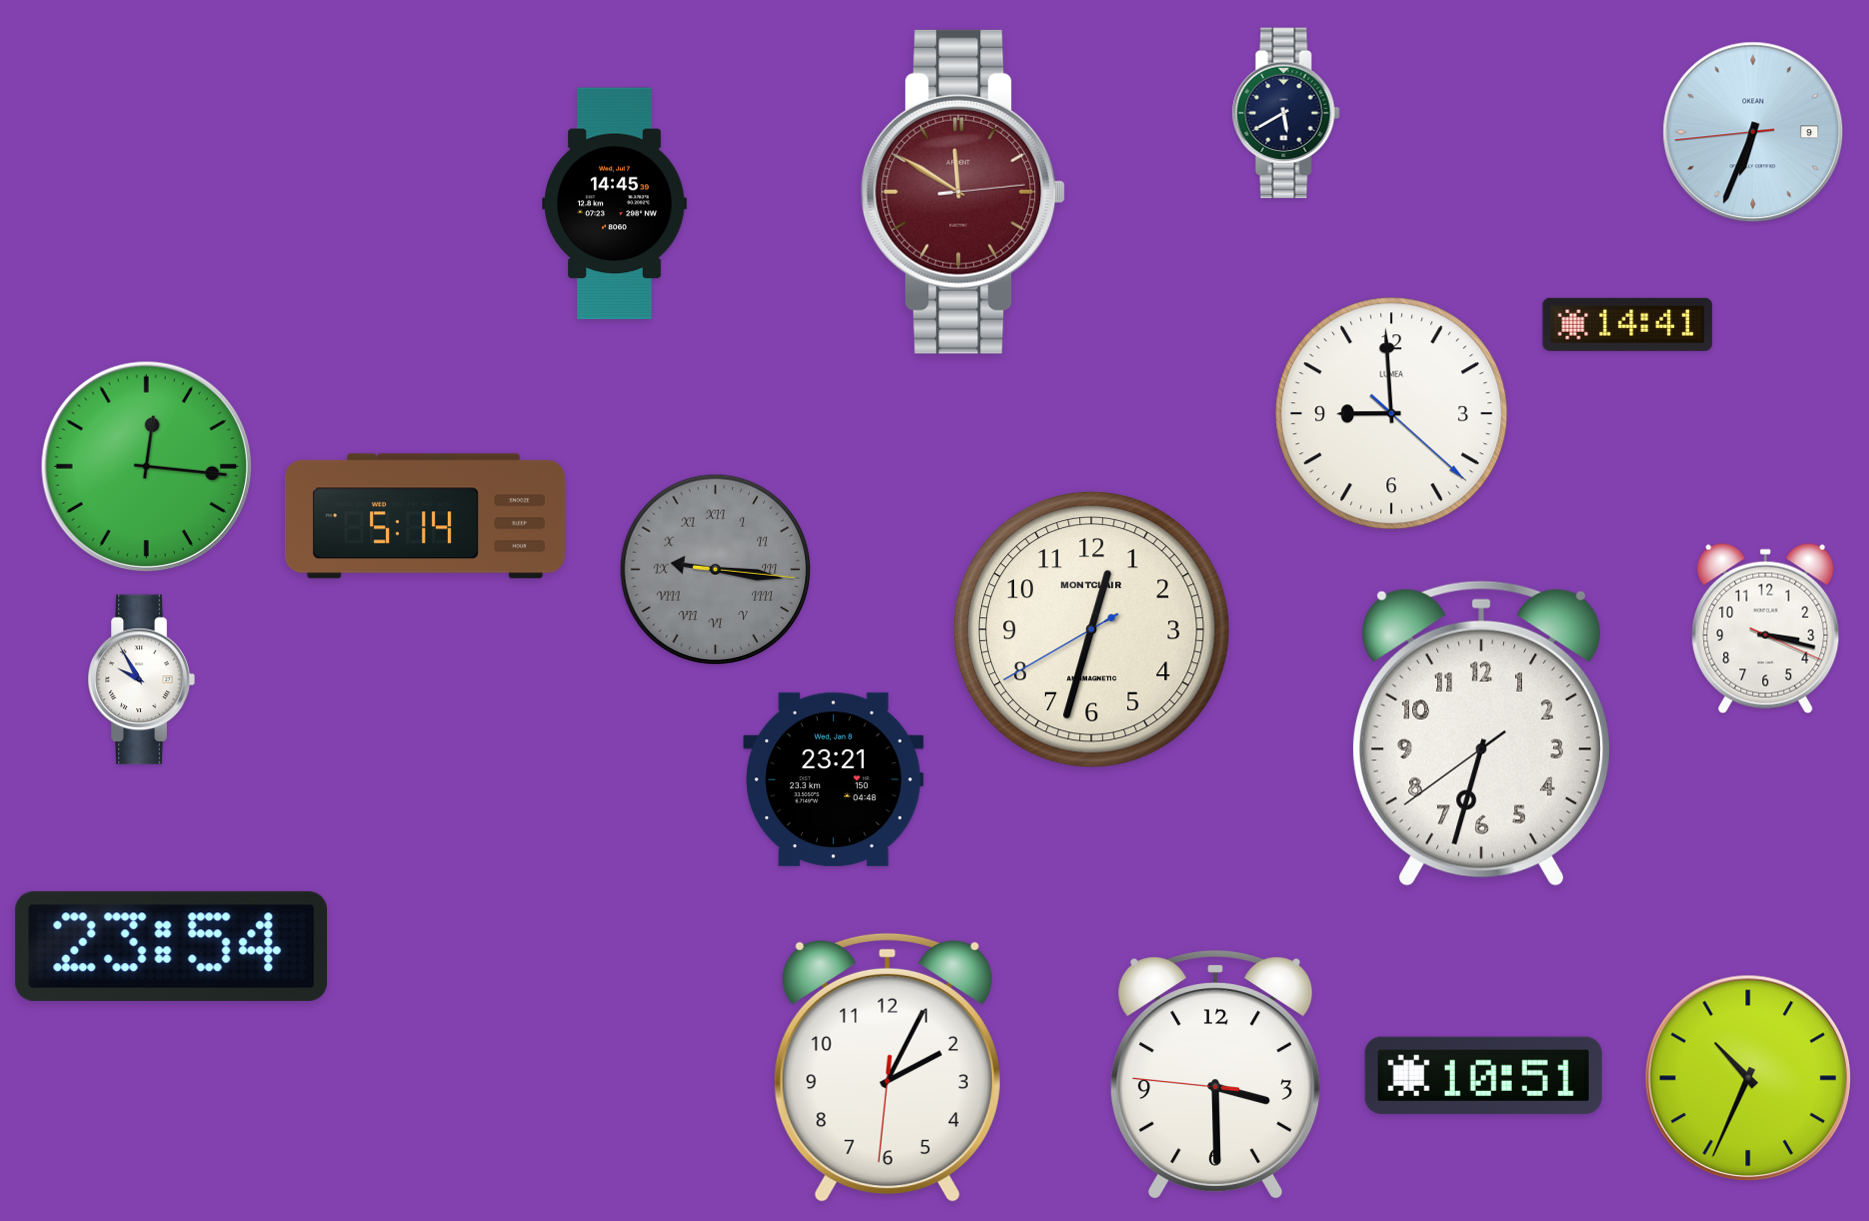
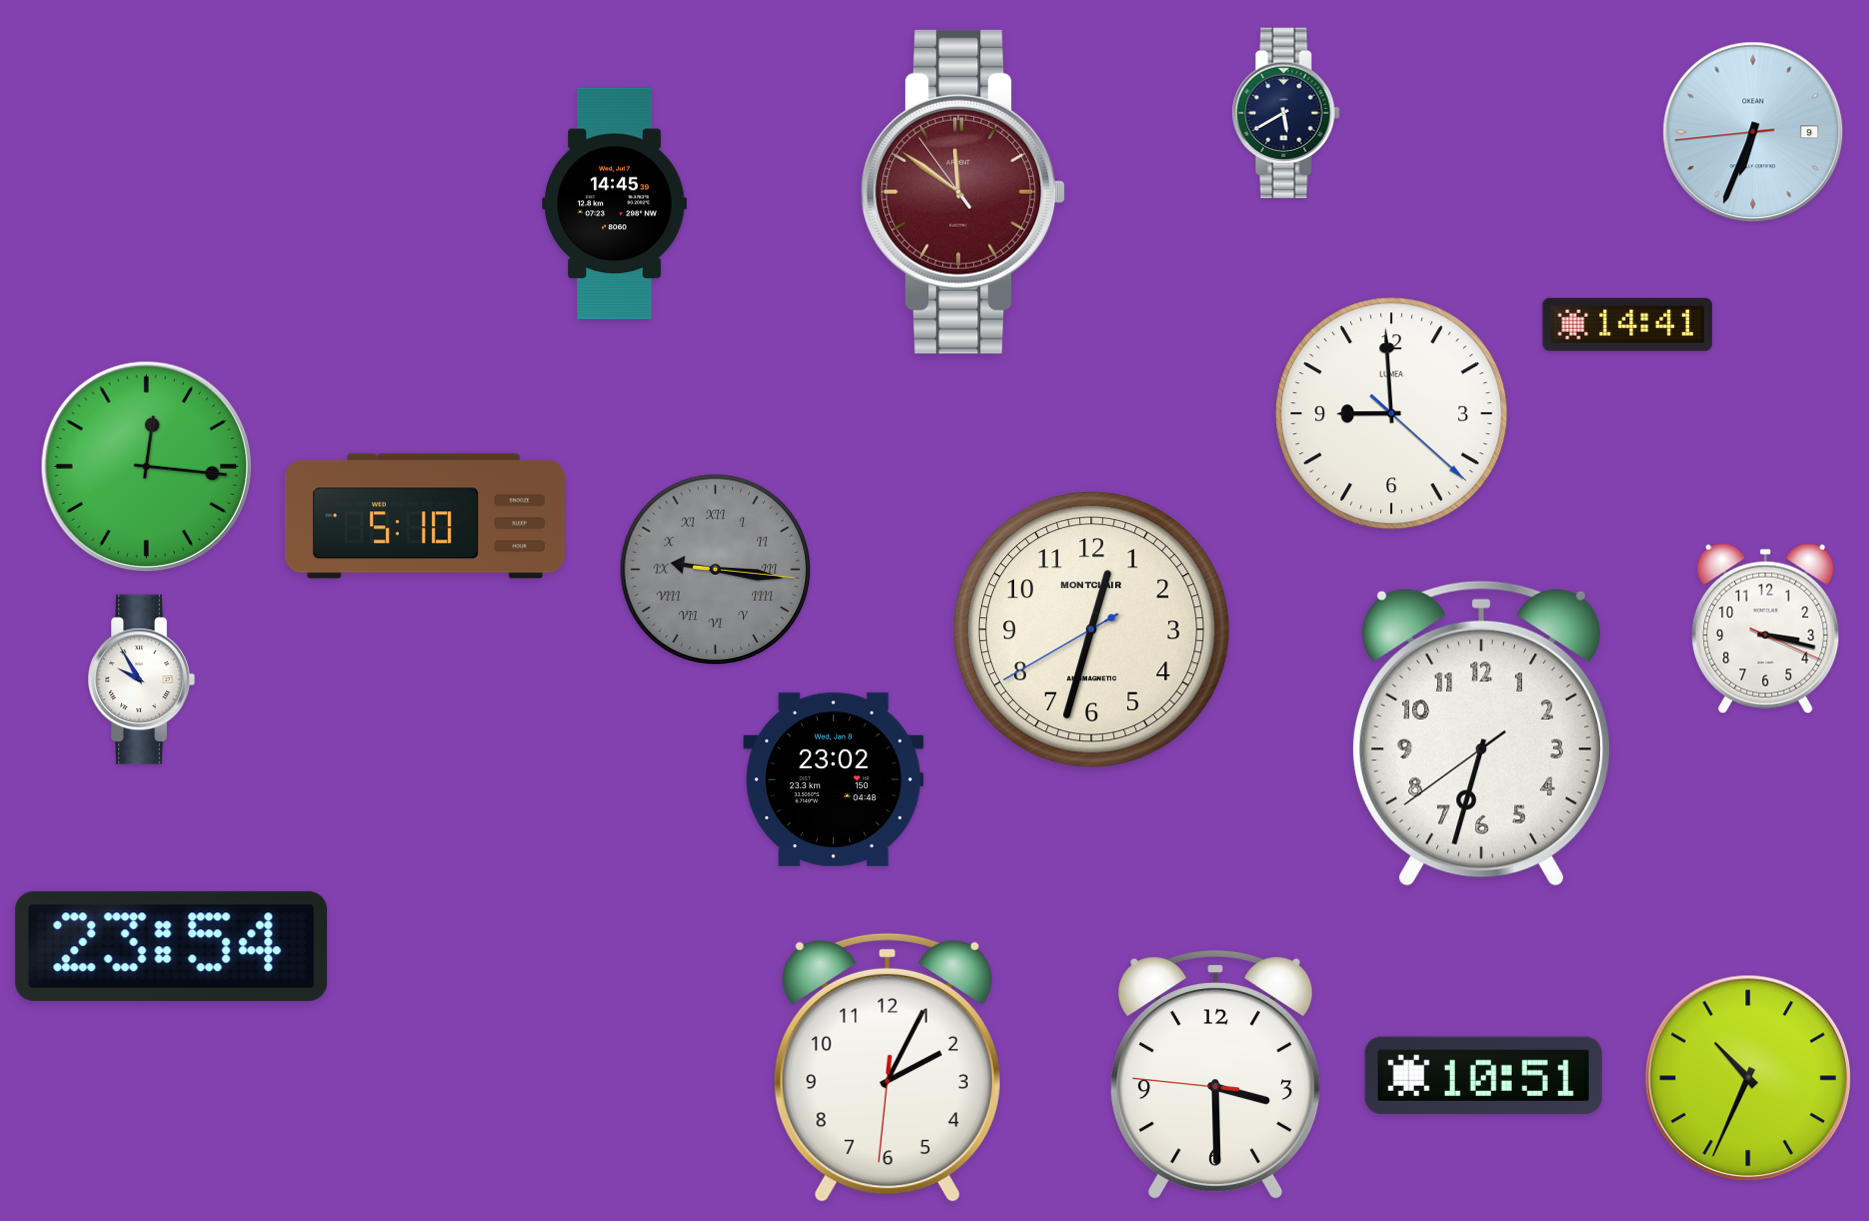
clock at (963, 192): 11:50:14 -> 11:50:54
clock at (425, 516): 5:14 -> 5:10
clock at (834, 780): 23:21 -> 23:02
